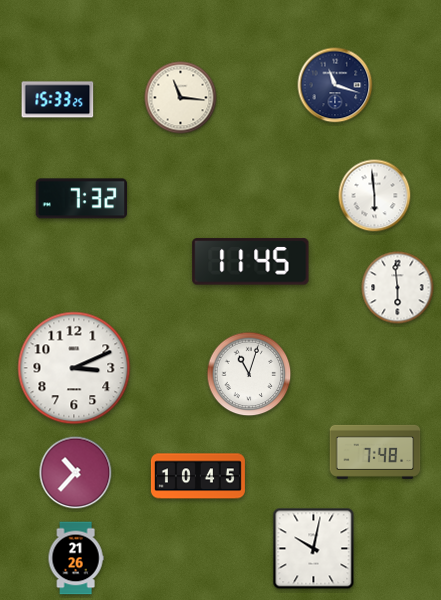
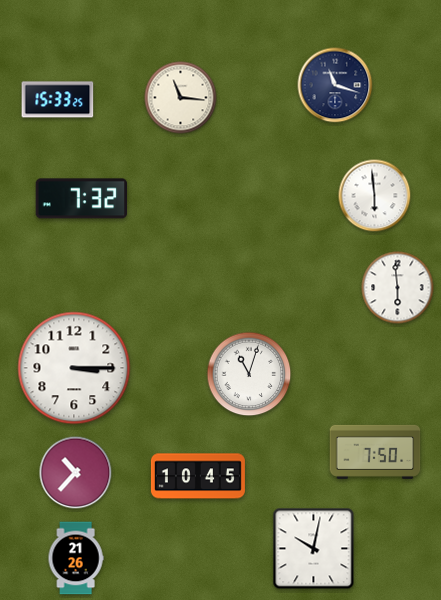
clock at (251, 262): 11:45 -> none
clock at (74, 368): 3:11 -> 3:15
clock at (375, 452): 7:48 -> 7:50
